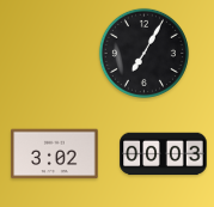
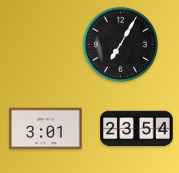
clock at (55, 154): 3:02 -> 3:01
clock at (164, 154): 00:03 -> 23:54
